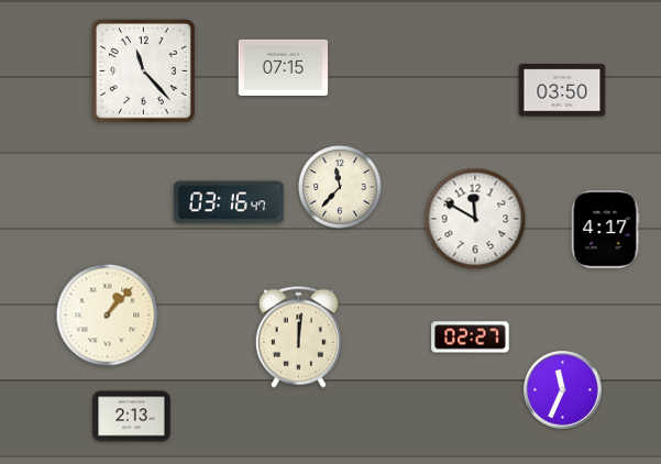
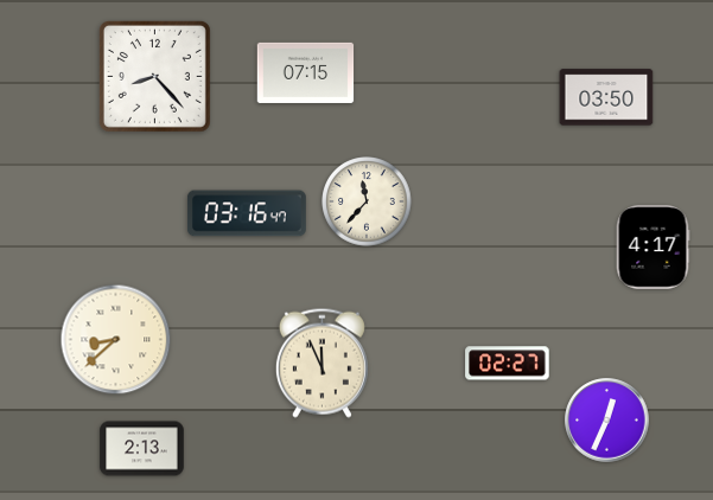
clock at (143, 70): 11:23 -> 8:23
clock at (229, 202) position: (229, 202) -> (247, 213)
clock at (475, 219): 11:50 -> none
clock at (108, 316): 1:07 -> 8:38
clock at (298, 336): 12:01 -> 11:56
clock at (563, 390): 11:34 -> 12:34
